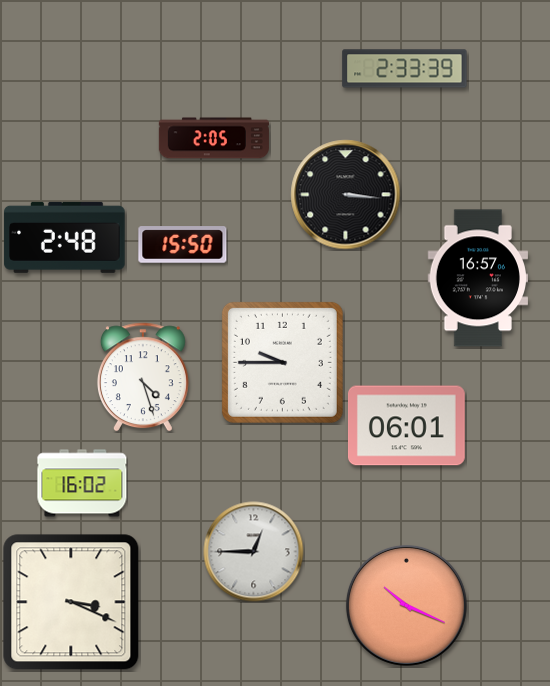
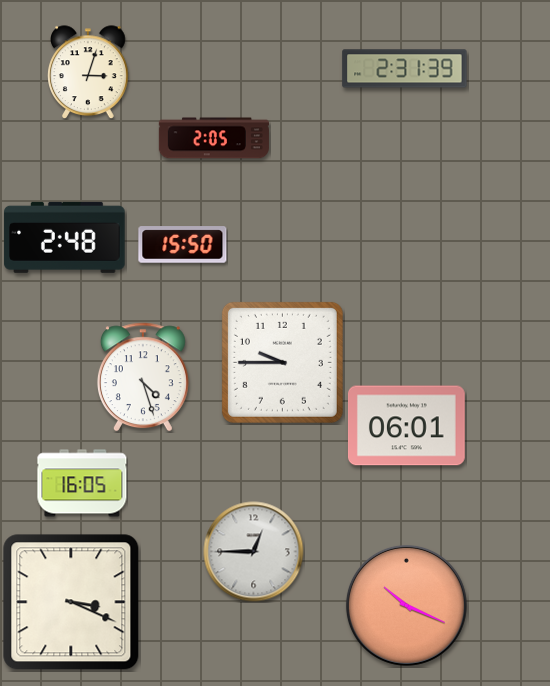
clock at (405, 69): 2:33 -> 2:31
clock at (89, 72): none -> 3:03
clock at (346, 195): 3:16 -> none
clock at (477, 278): 16:57 -> none
clock at (82, 483): 16:02 -> 16:05
